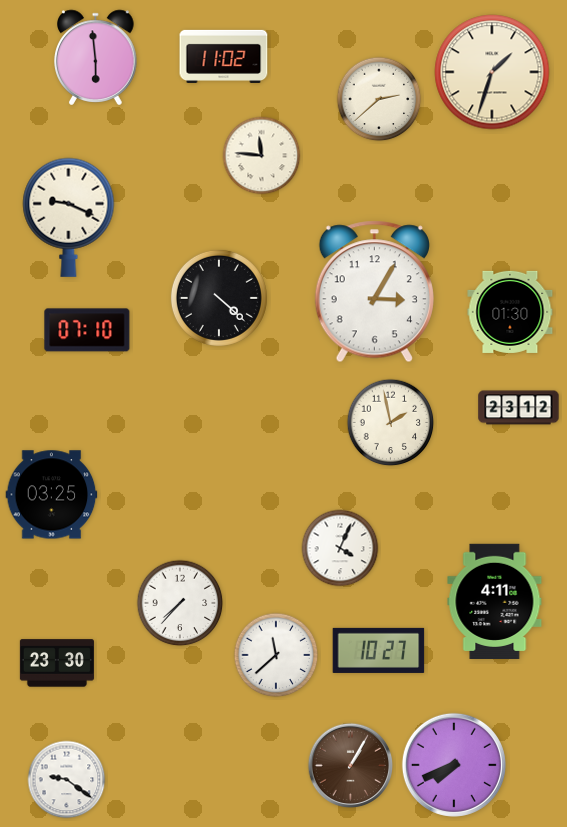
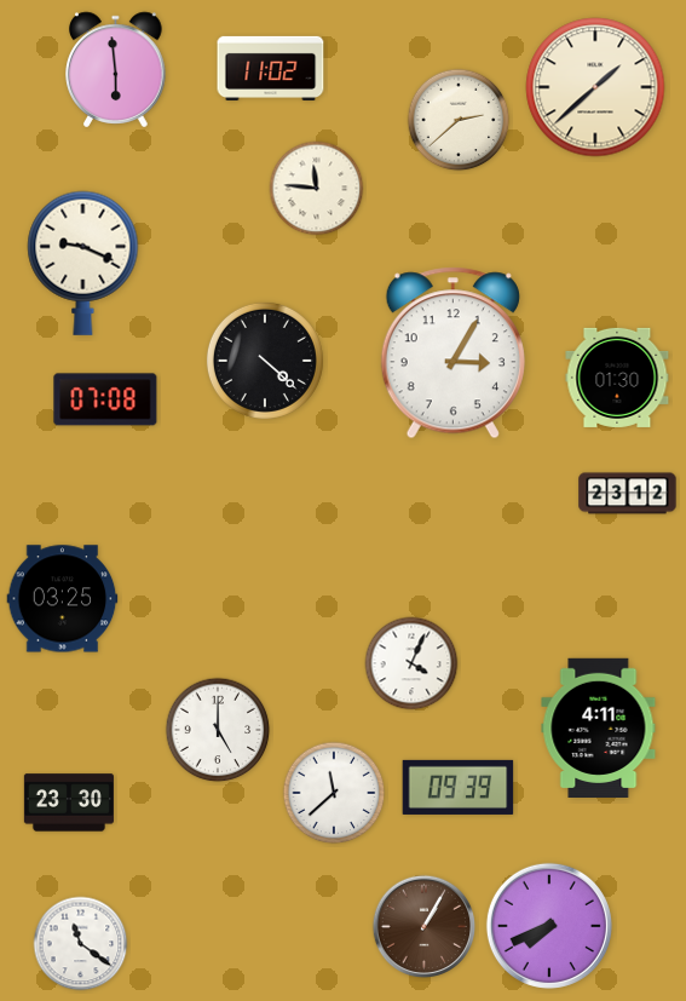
clock at (492, 72): 1:33 -> 1:38
clock at (87, 330): 07:10 -> 07:08
clock at (391, 423): 1:58 -> none
clock at (180, 603): 7:37 -> 5:00
clock at (379, 650): 10:27 -> 09:39
clock at (67, 780): 9:21 -> 11:21
